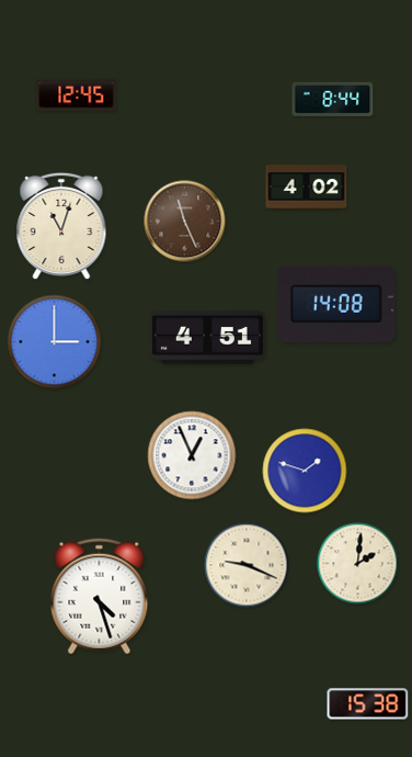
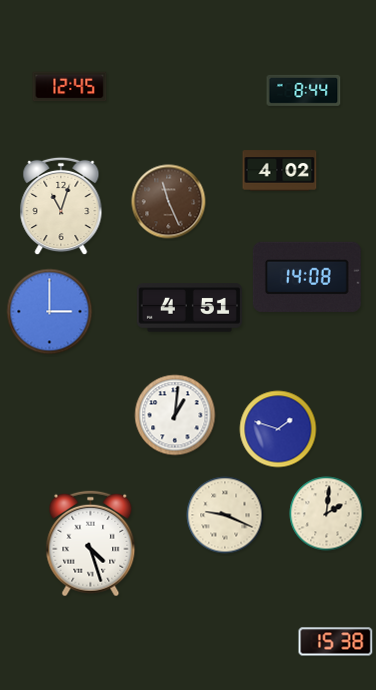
clock at (61, 226) position: (61, 226) -> (61, 206)
clock at (192, 455): 12:56 -> 1:01
